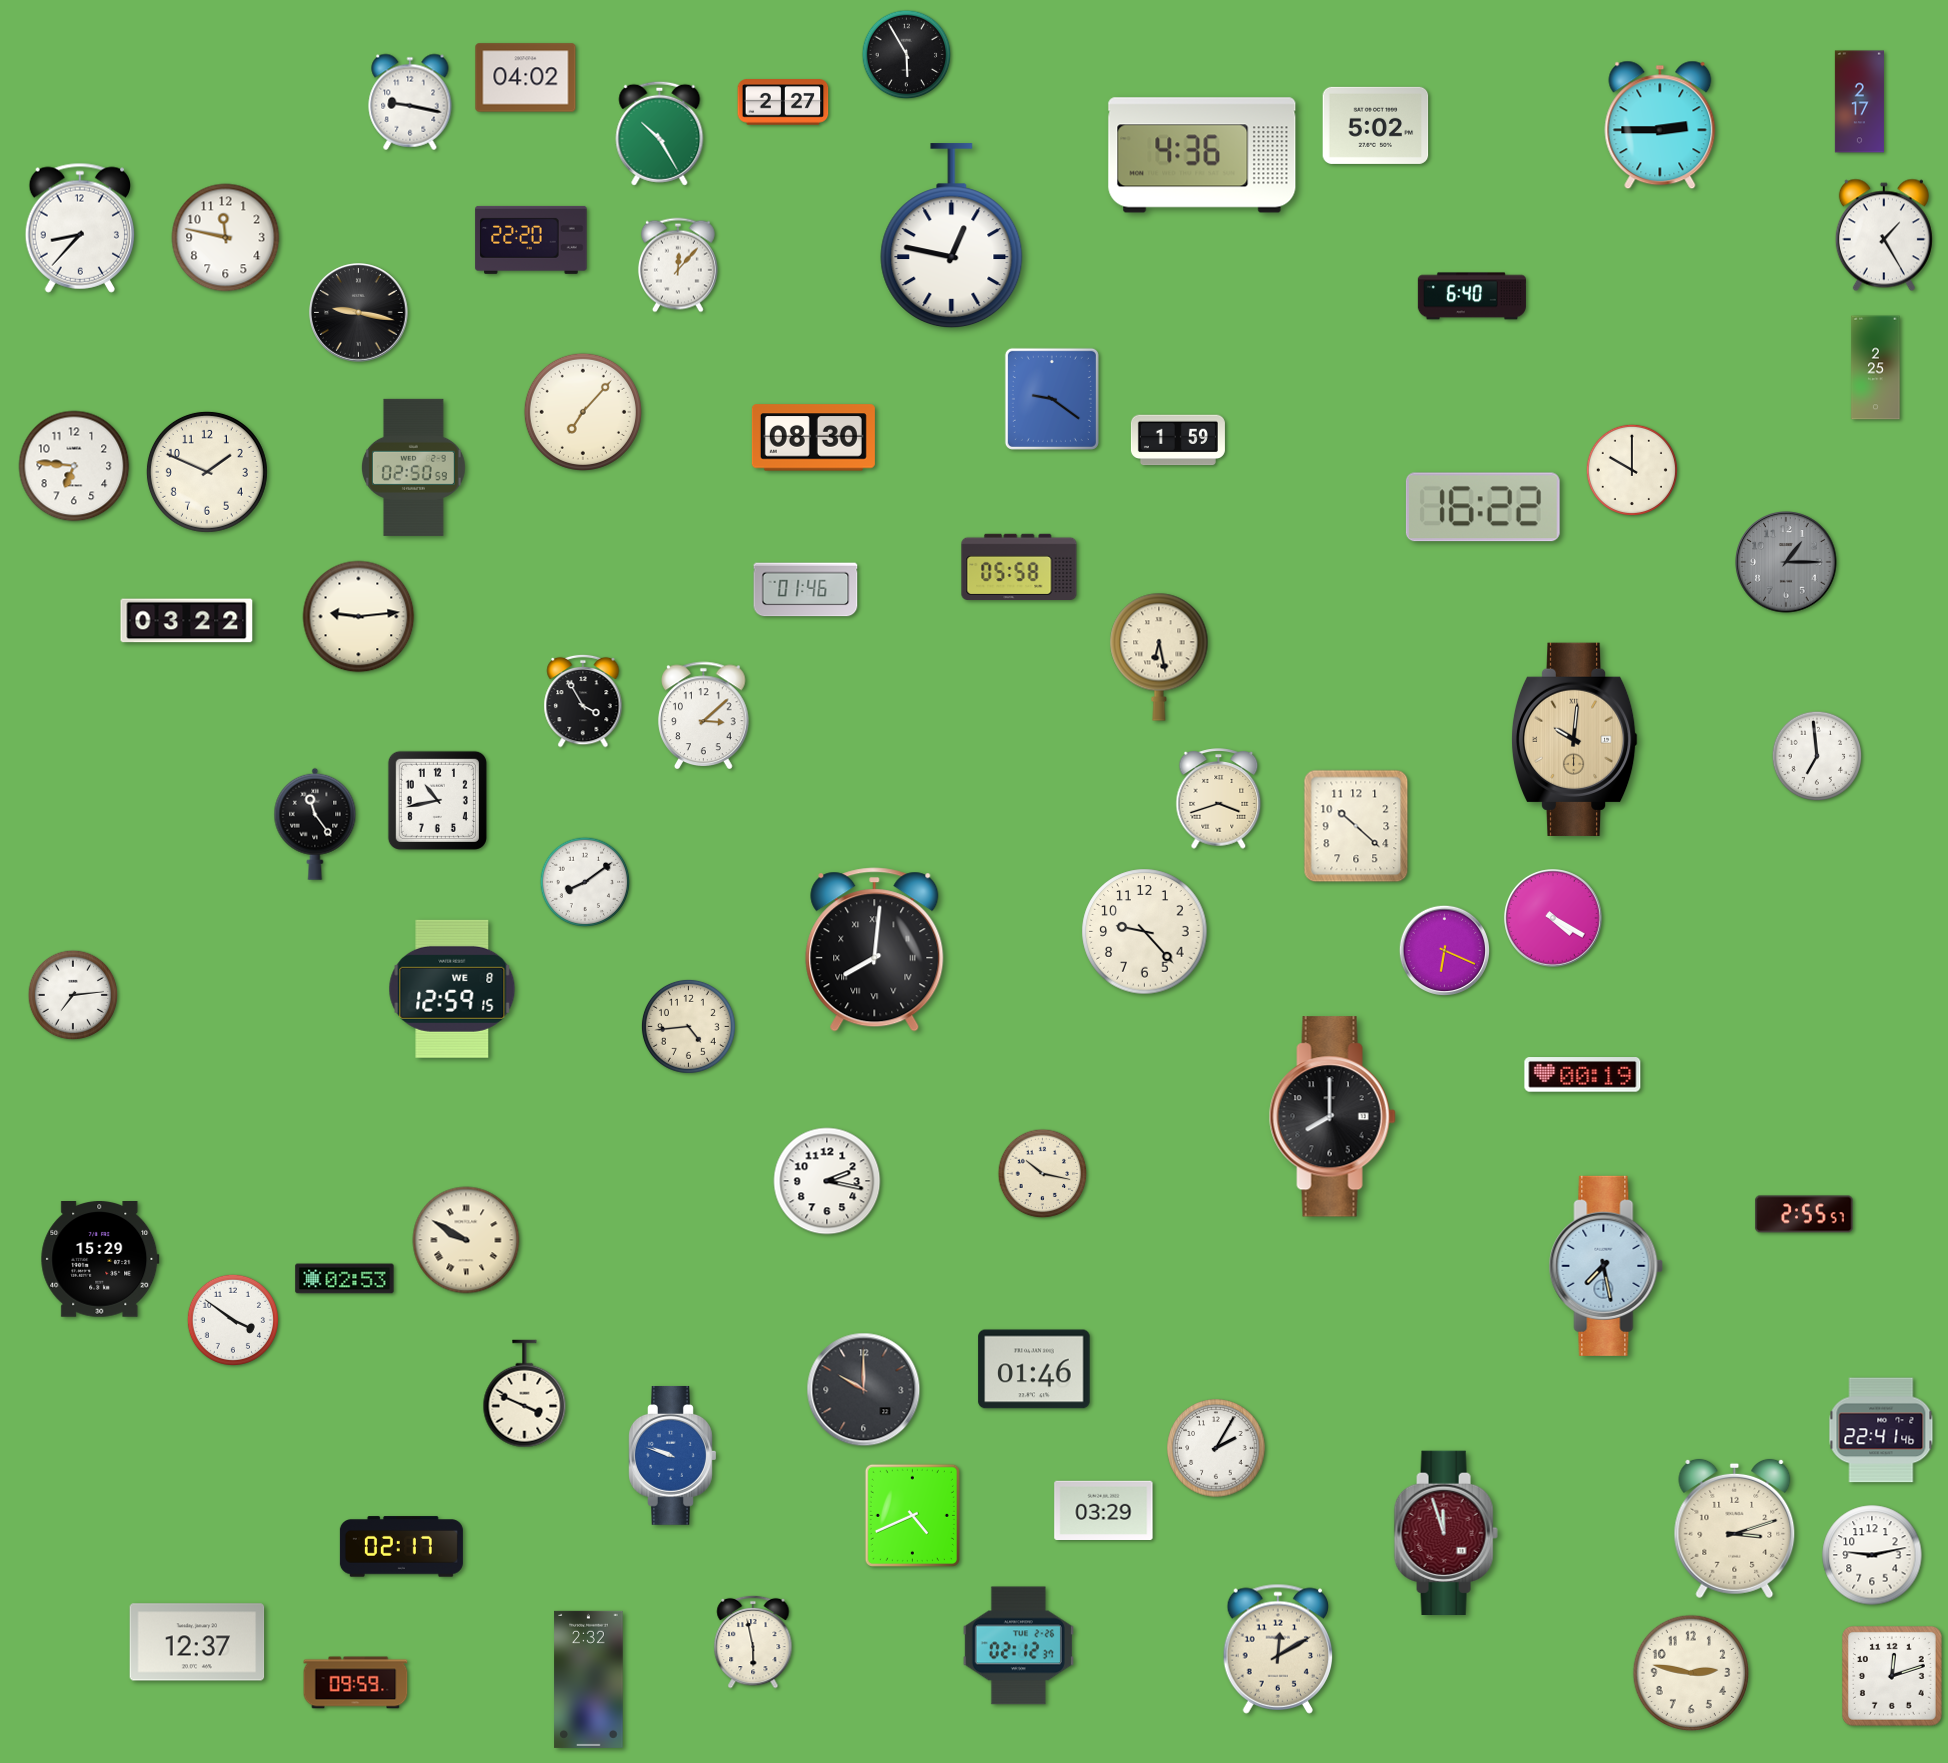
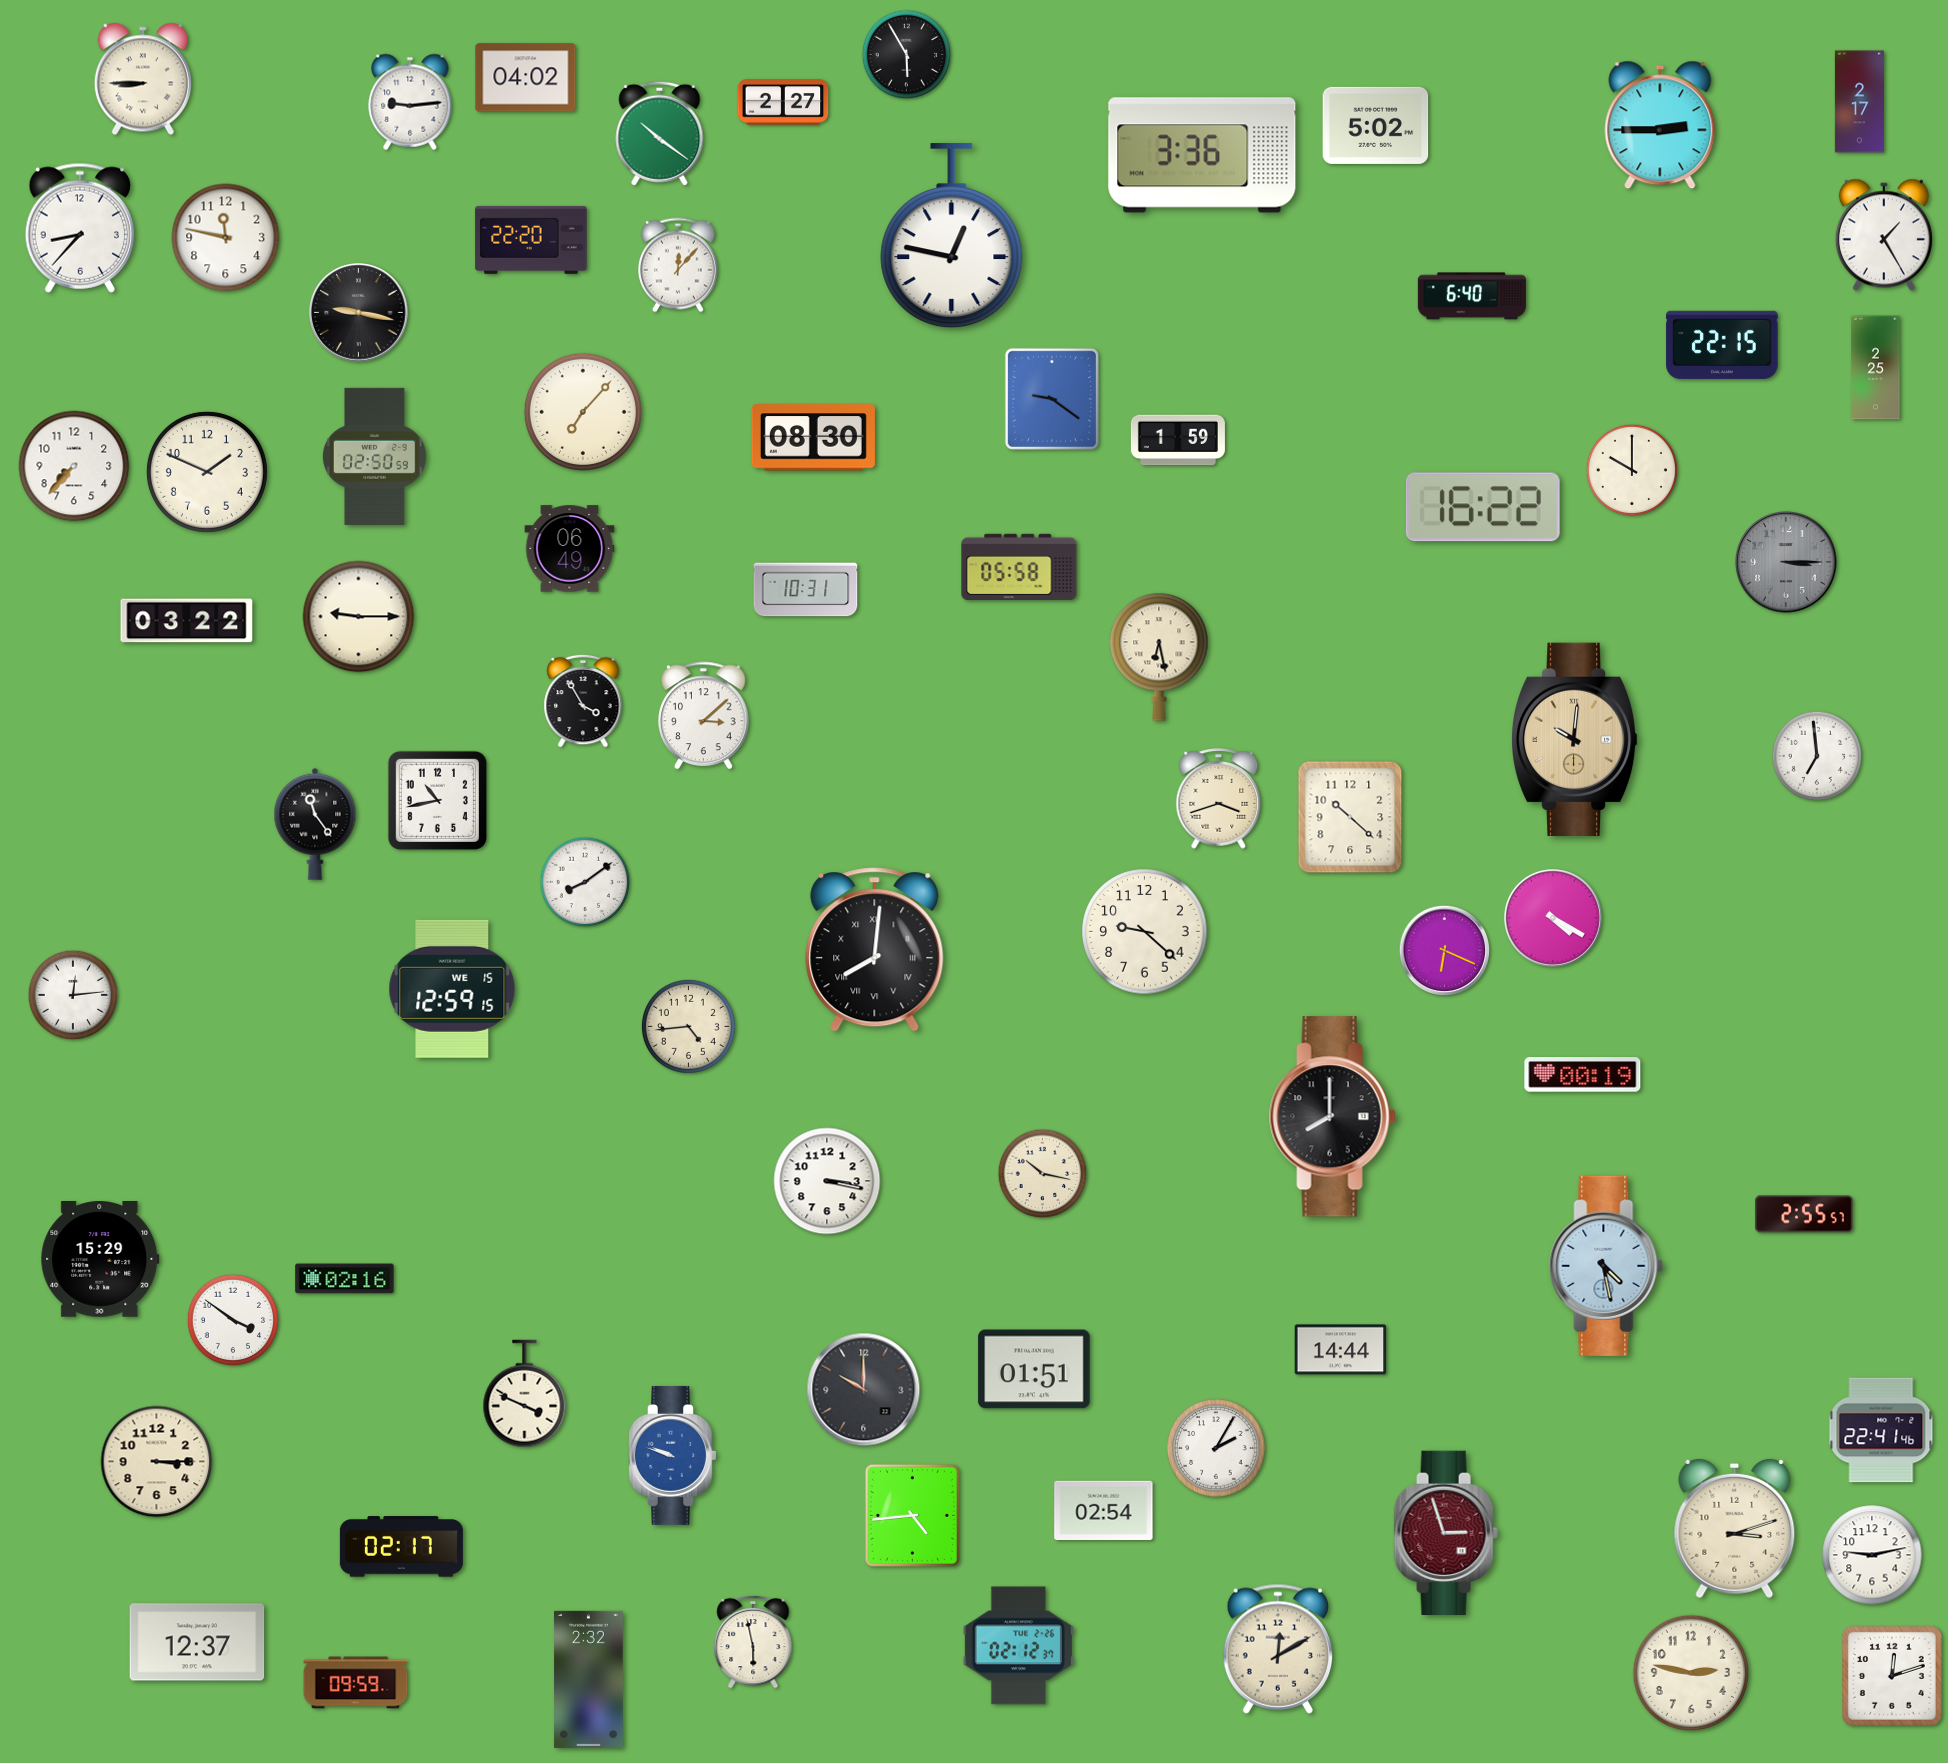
clock at (143, 79): none -> 8:45
clock at (410, 102): 9:17 -> 9:14
clock at (660, 133): 10:25 -> 10:21
clock at (1202, 155): 4:36 -> 3:36
clock at (1722, 345): none -> 22:15
clock at (74, 466): 6:46 -> 7:37
clock at (413, 467) position: (413, 467) -> (374, 456)
clock at (570, 549): none -> 06:49
clock at (1786, 562): 1:15 -> 3:15
clock at (806, 590): 01:46 -> 10:31
clock at (359, 617): 9:14 -> 9:15
clock at (1356, 826) position: (1356, 826) -> (1350, 817)
clock at (1145, 932): 9:23 -> 9:22
clock at (452, 989) date: WE 8 -> WE 15
clock at (73, 995): 7:14 -> 12:14
clock at (827, 1181): 2:17 -> 3:17
clock at (466, 1240): 9:50 -> none
clock at (1606, 1266): 7:28 -> 4:28
clock at (345, 1279): 02:53 -> 02:16
clock at (1341, 1350): none -> 14:44
clock at (1034, 1369): 01:46 -> 01:51
clock at (157, 1462): none -> 3:15
clock at (1104, 1510): 03:29 -> 02:54
clock at (912, 1515): 4:41 -> 4:44
clock at (1446, 1532): 11:57 -> 2:57
